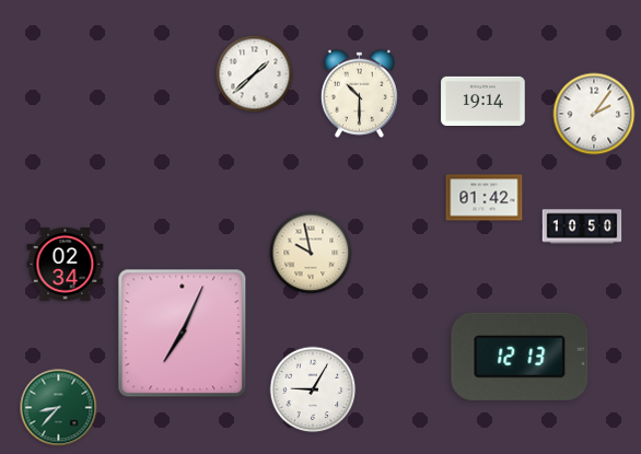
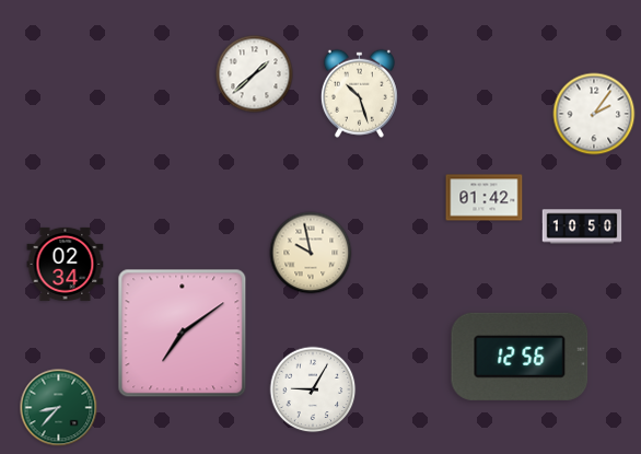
clock at (359, 93): 10:30 -> 10:27
clock at (483, 101): 19:14 -> none
clock at (183, 334): 7:04 -> 7:09
clock at (520, 357): 12:13 -> 12:56
